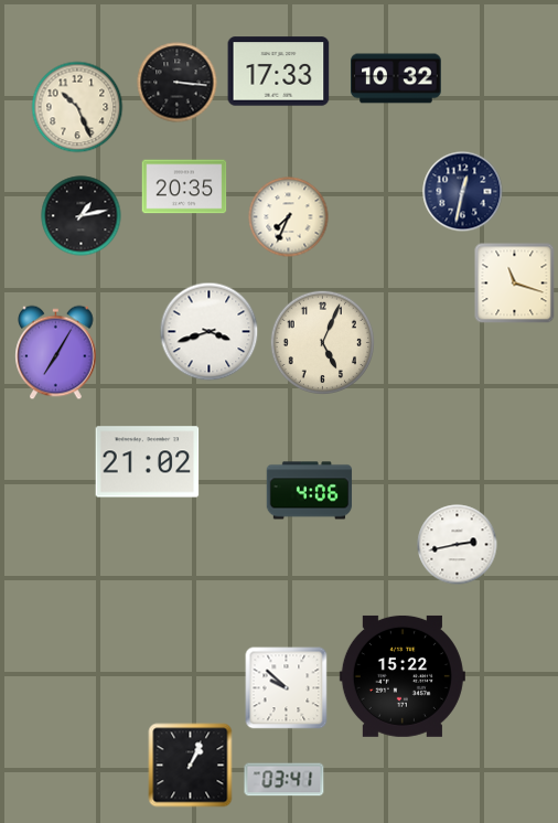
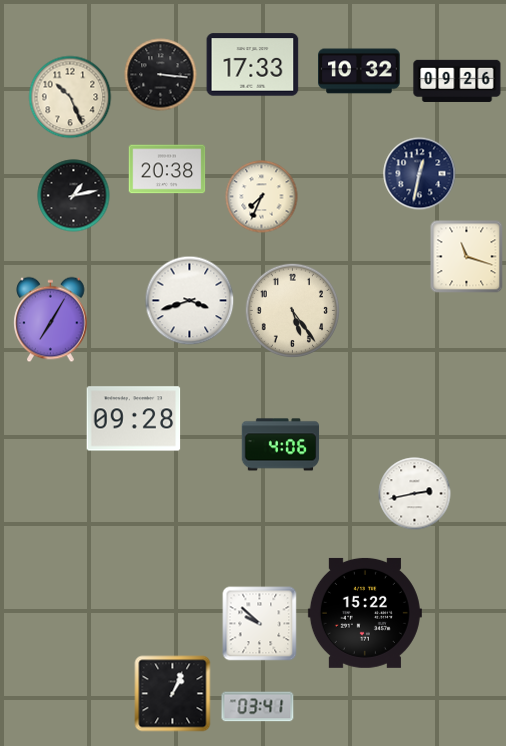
clock at (457, 81): none -> 09:26
clock at (184, 186): 20:35 -> 20:38
clock at (323, 343): 5:04 -> 5:24
clock at (148, 462): 21:02 -> 09:28
